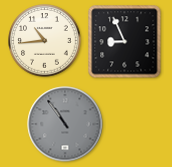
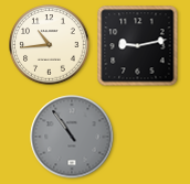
clock at (125, 42): 8:56 -> 9:13
